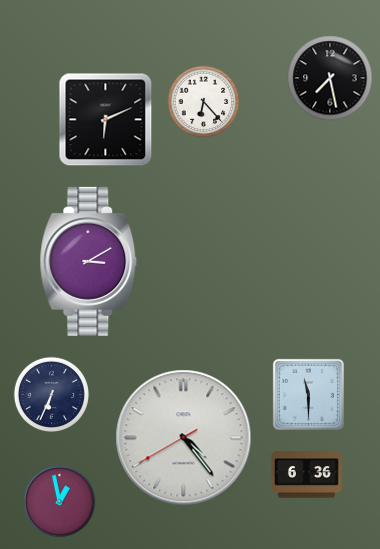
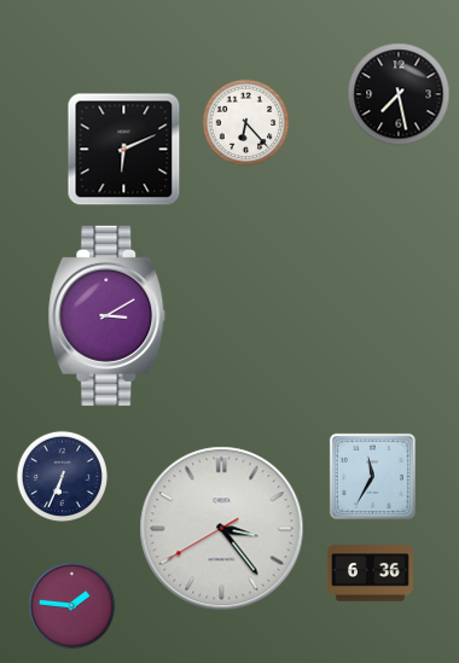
clock at (106, 120) position: (106, 120) -> (124, 150)
clock at (308, 394): 11:30 -> 11:35
clock at (184, 438): 4:23 -> 3:23
clock at (60, 502): 12:58 -> 1:46
